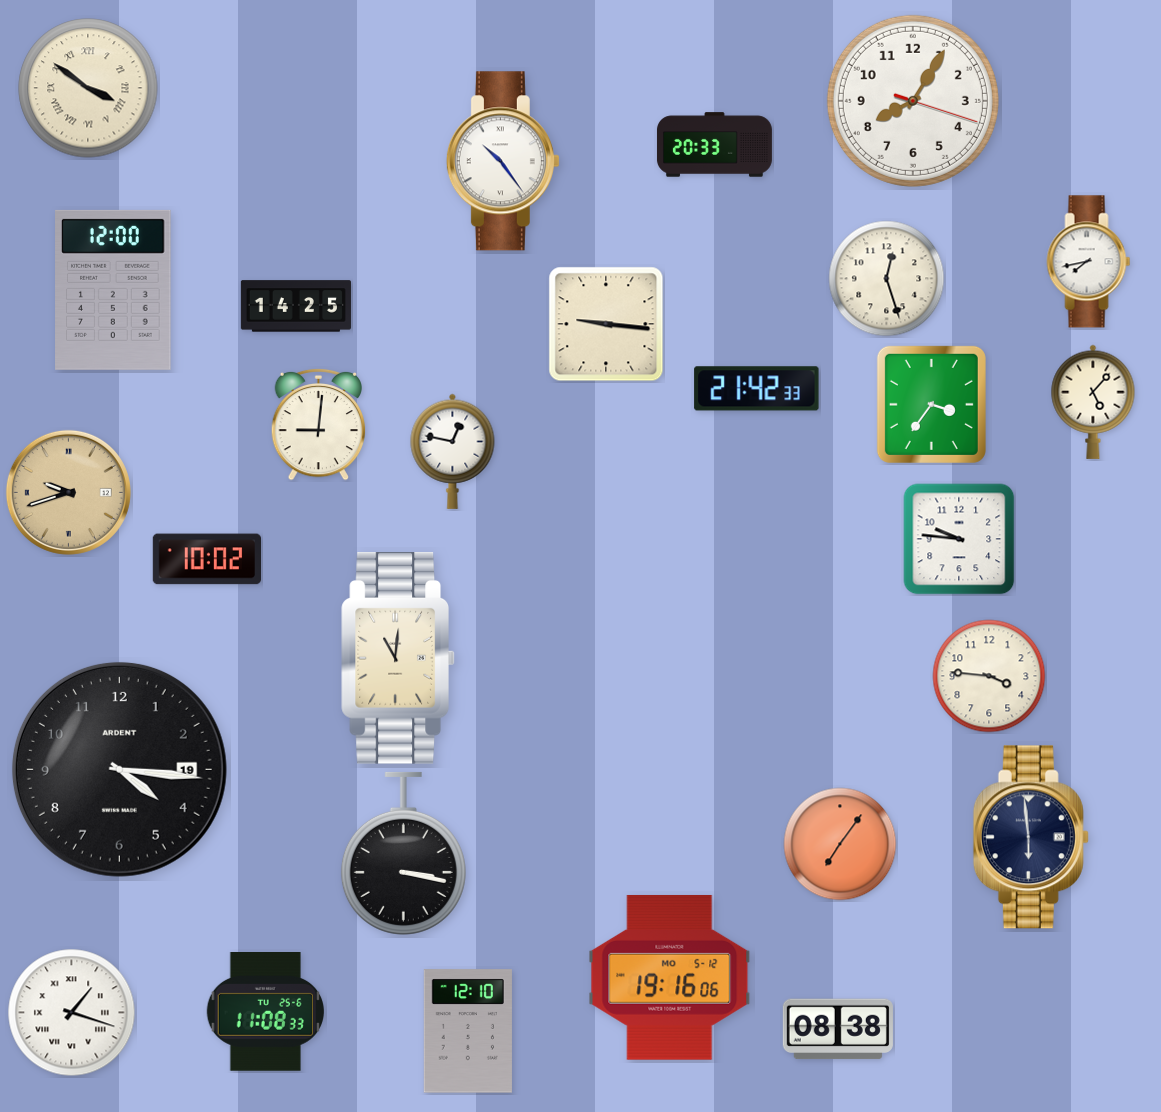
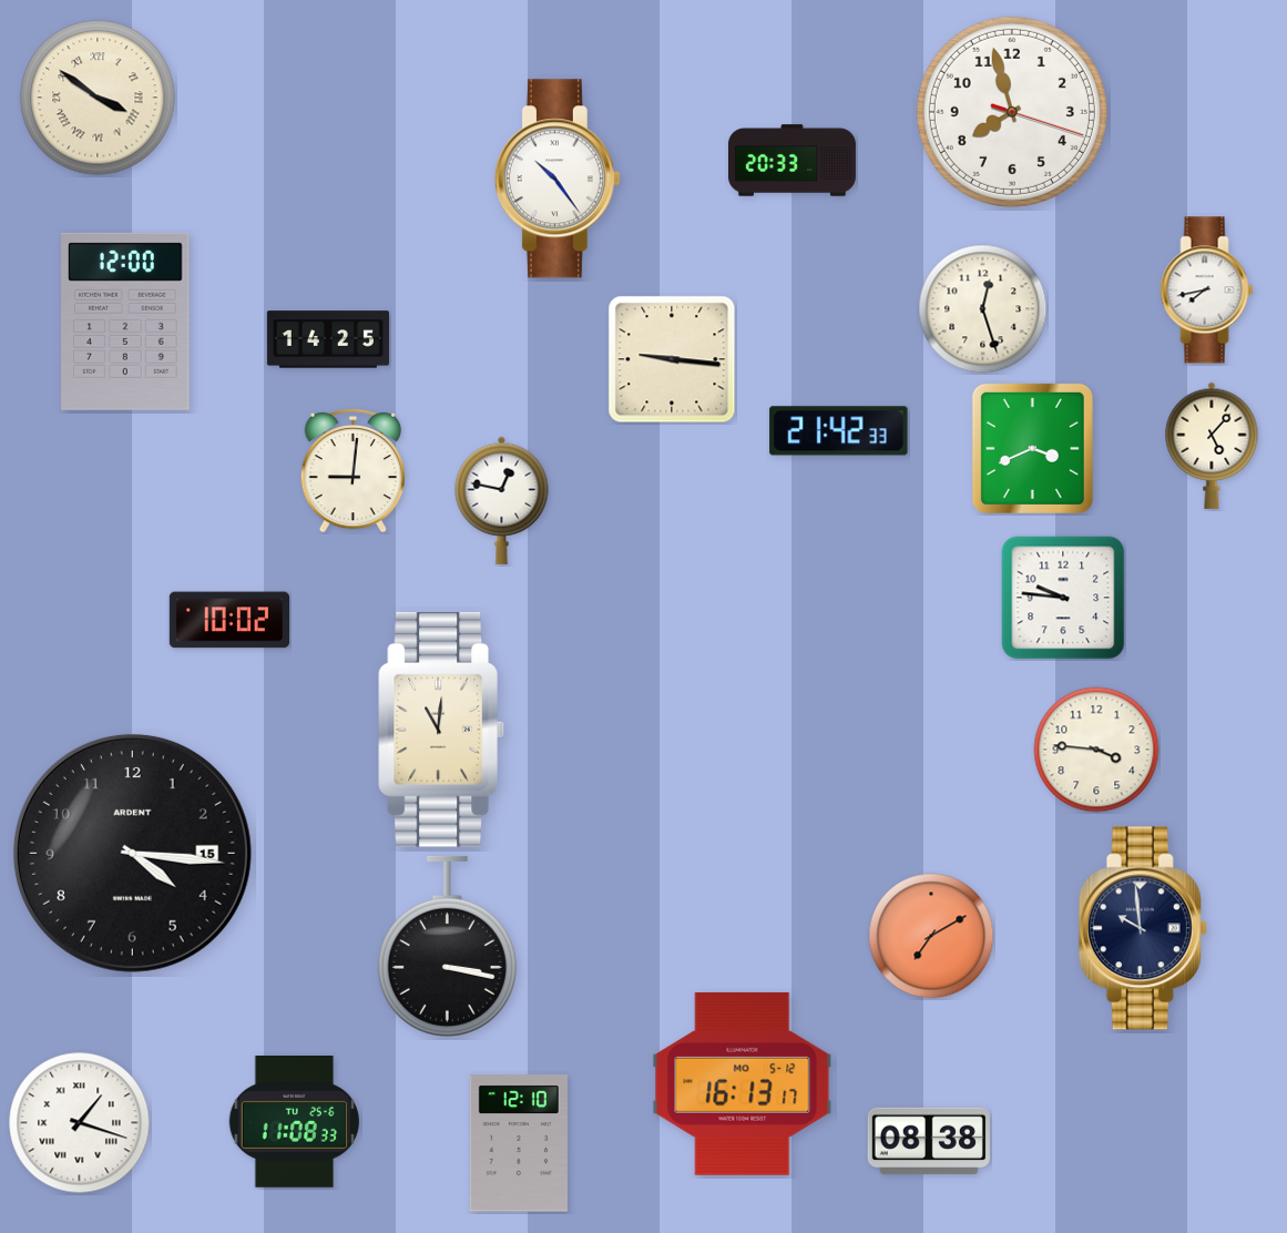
clock at (913, 101): 8:05 -> 7:57
clock at (931, 404): 3:36 -> 3:41
clock at (68, 492): 9:42 -> none
clock at (119, 769) date: 19 -> 15
clock at (1031, 837): 5:59 -> 9:59
clock at (840, 844): 7:06 -> 7:10
clock at (670, 977): 19:16 -> 16:13
